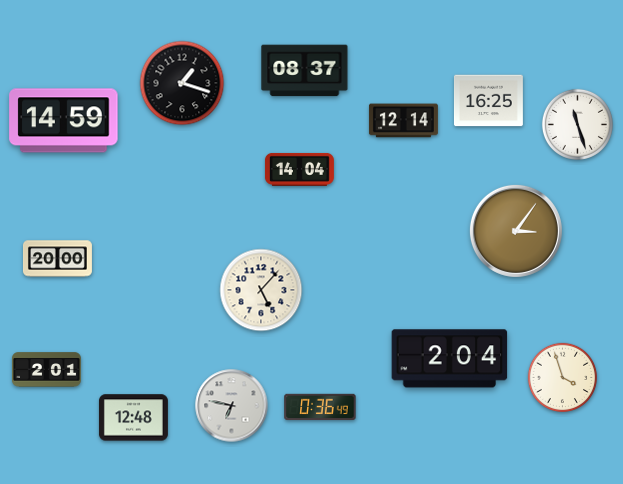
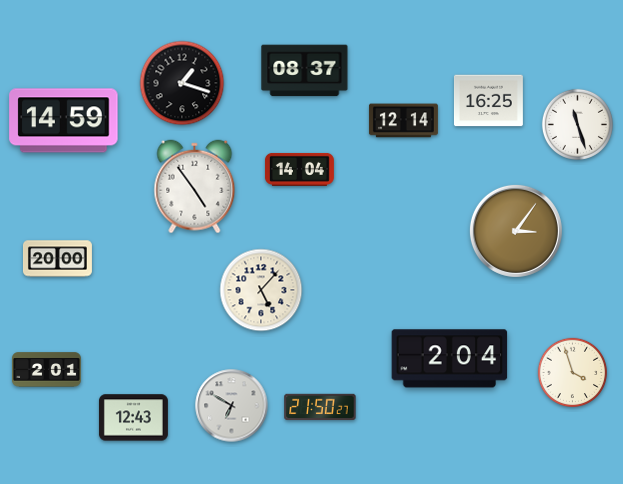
clock at (195, 187): none -> 4:54
clock at (563, 378) position: (563, 378) -> (573, 373)
clock at (232, 406): 6:47 -> 6:50
clock at (320, 407): 0:36 -> 21:50
clock at (133, 418): 12:48 -> 12:43
